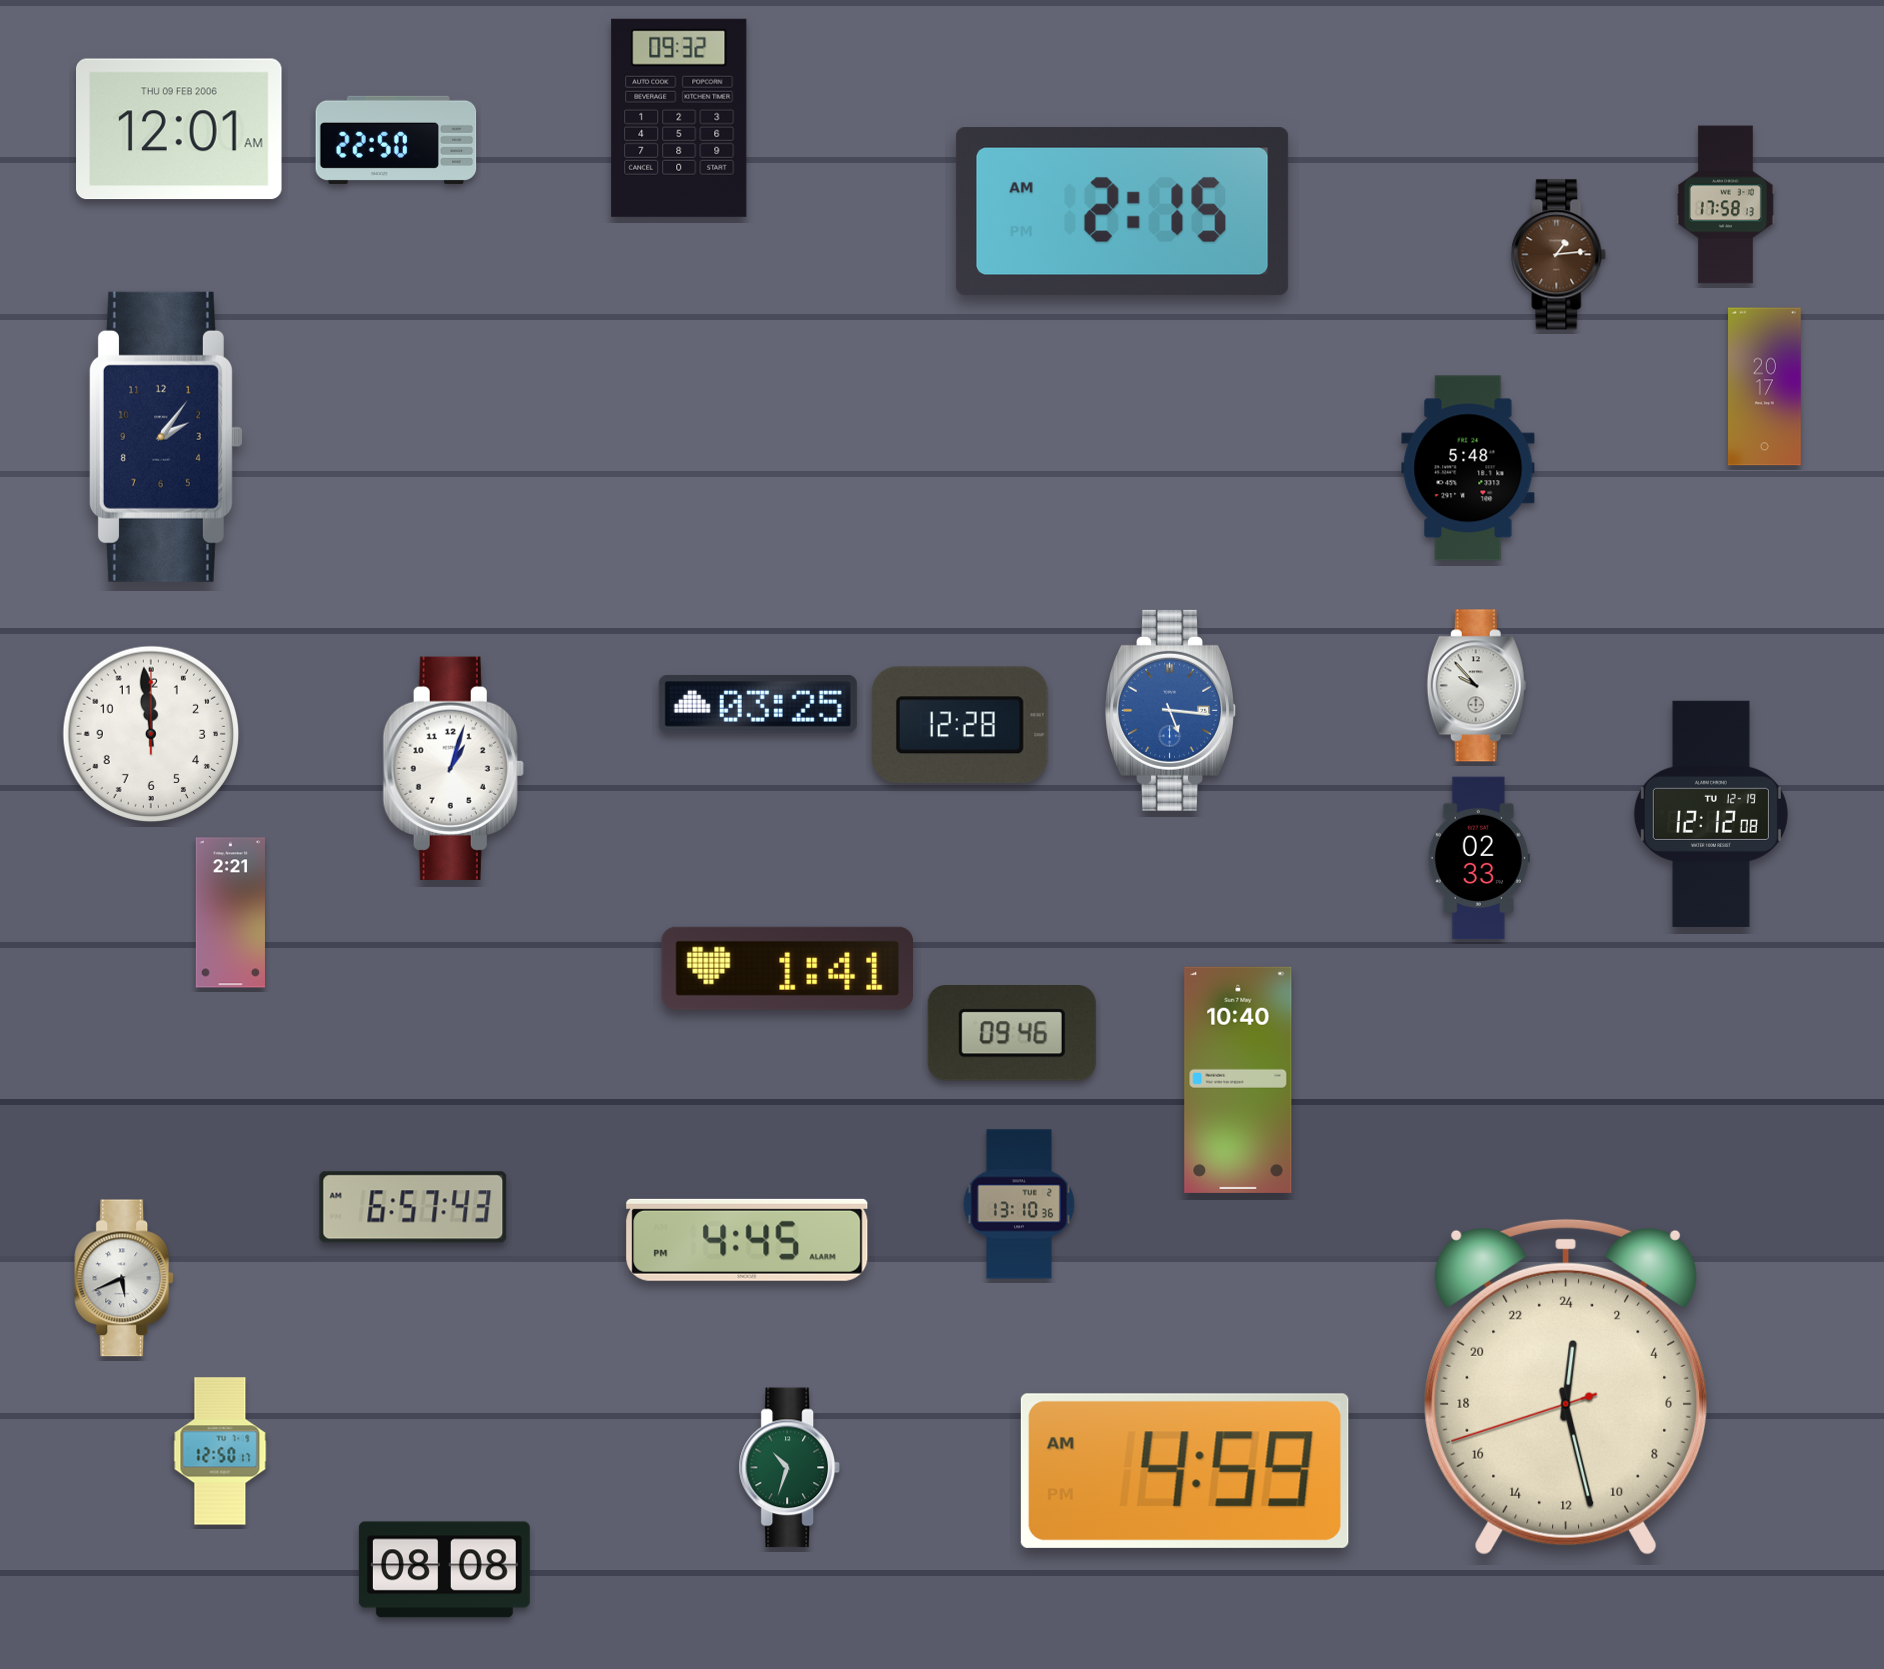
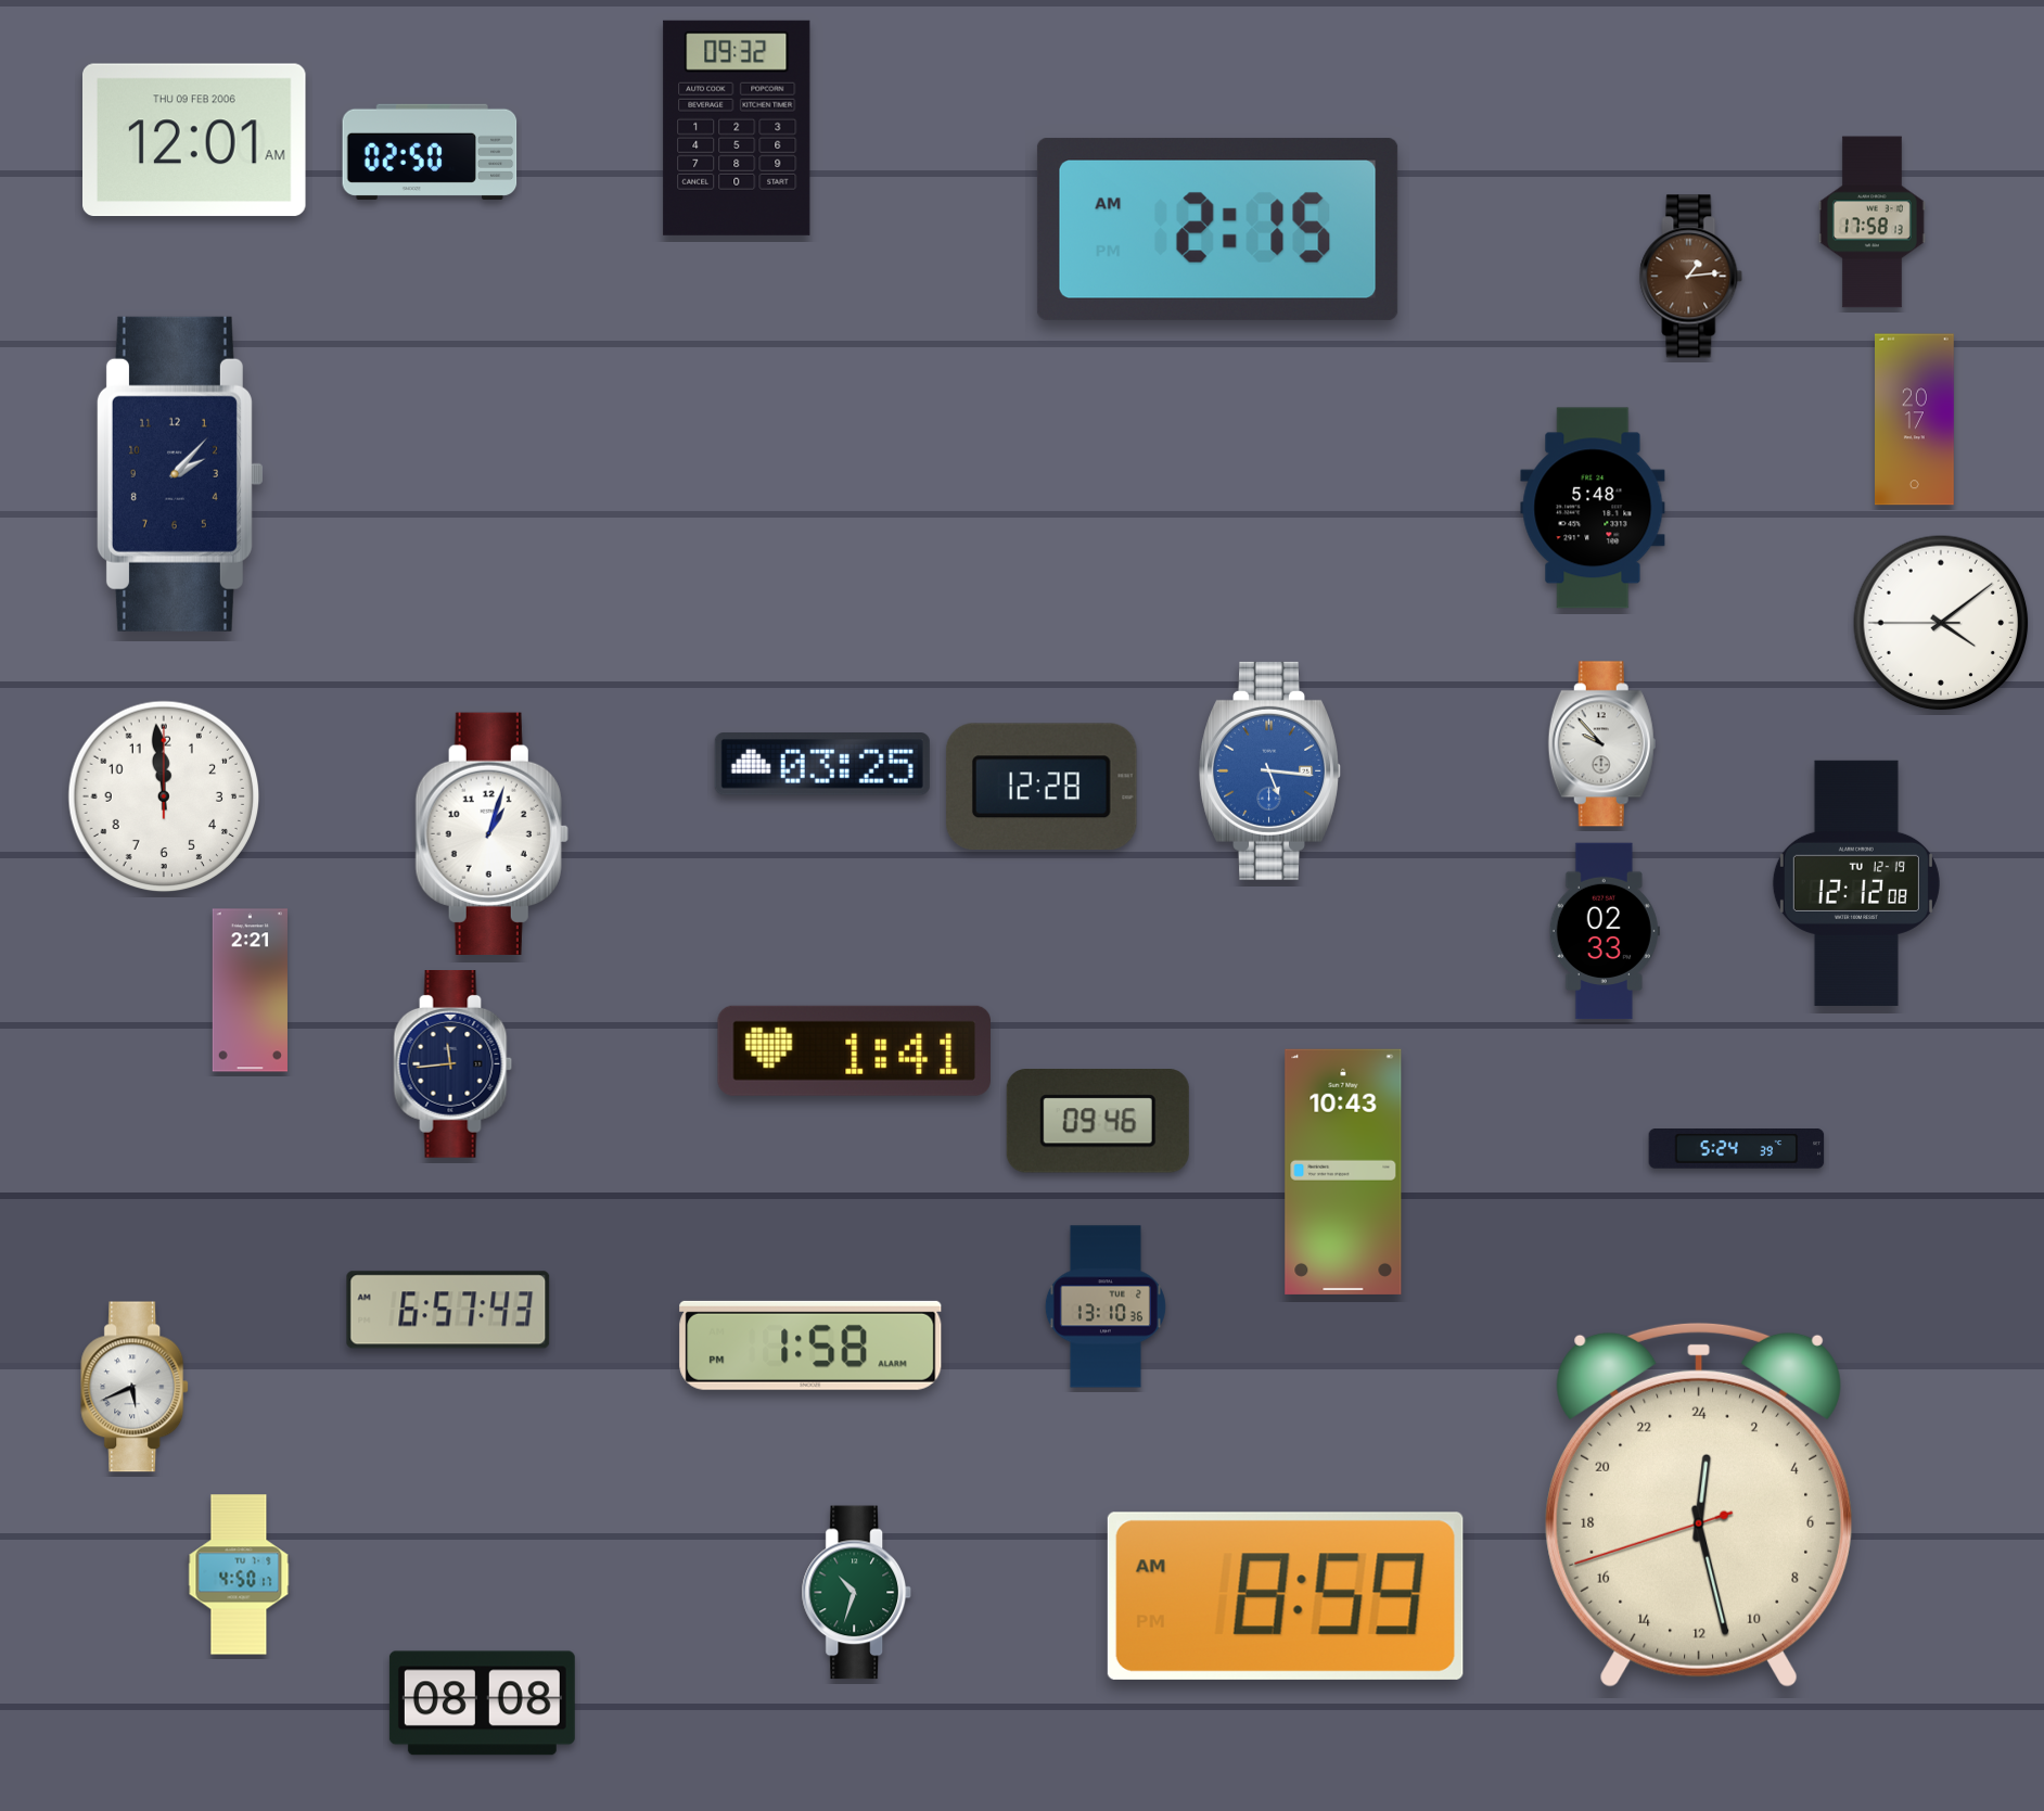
clock at (396, 140): 22:50 -> 02:50
clock at (165, 437): 2:06 -> 2:07
clock at (1941, 623): none -> 4:08
clock at (453, 1064): none -> 11:44
clock at (1737, 1149): none -> 5:24
clock at (1238, 1080): 10:40 -> 10:43
clock at (747, 1240): 4:45 -> 1:58
clock at (220, 1451): 12:50 -> 4:50
clock at (1185, 1471): 4:59 -> 8:59
